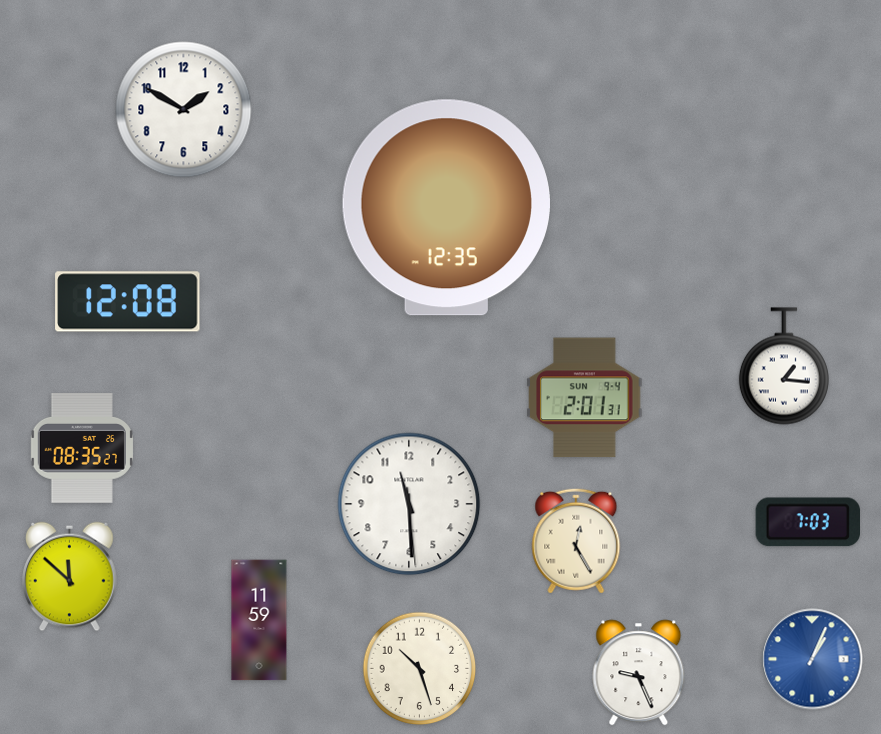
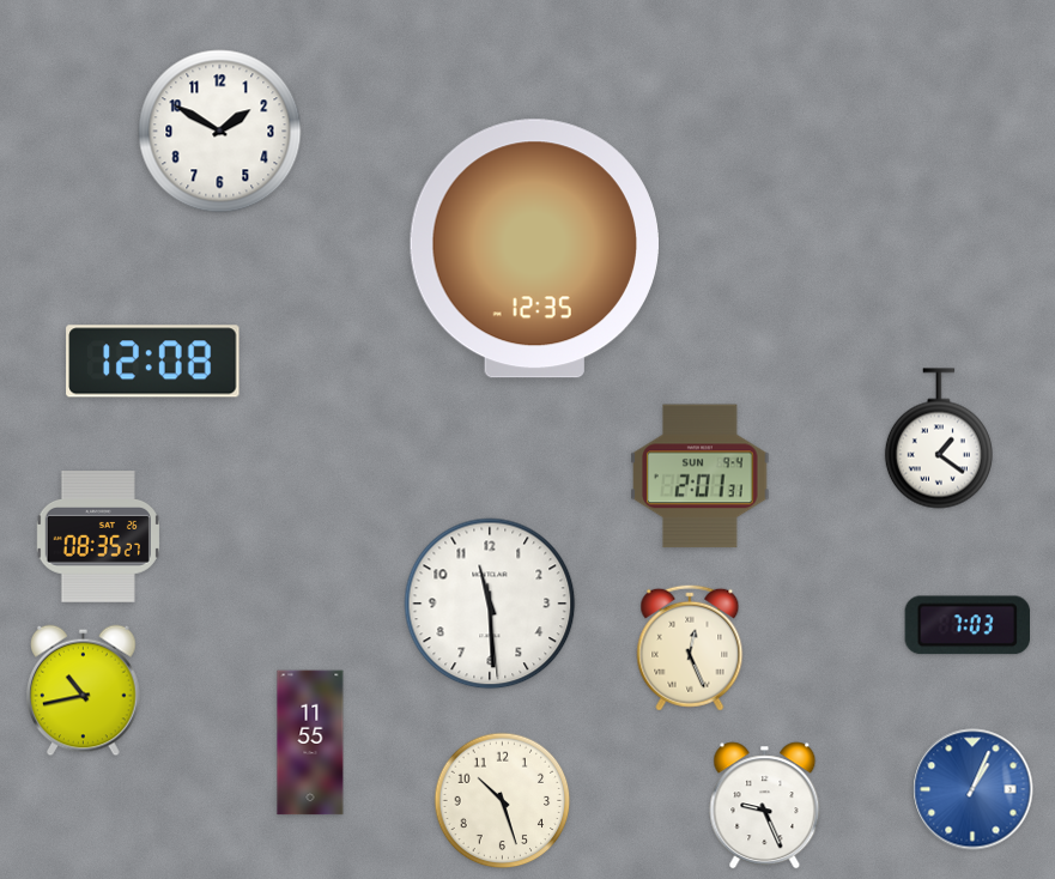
clock at (784, 366): 1:16 -> 1:21
clock at (576, 541): 12:25 -> 12:26
clock at (70, 577): 11:52 -> 10:43
clock at (259, 620): 11:59 -> 11:55
